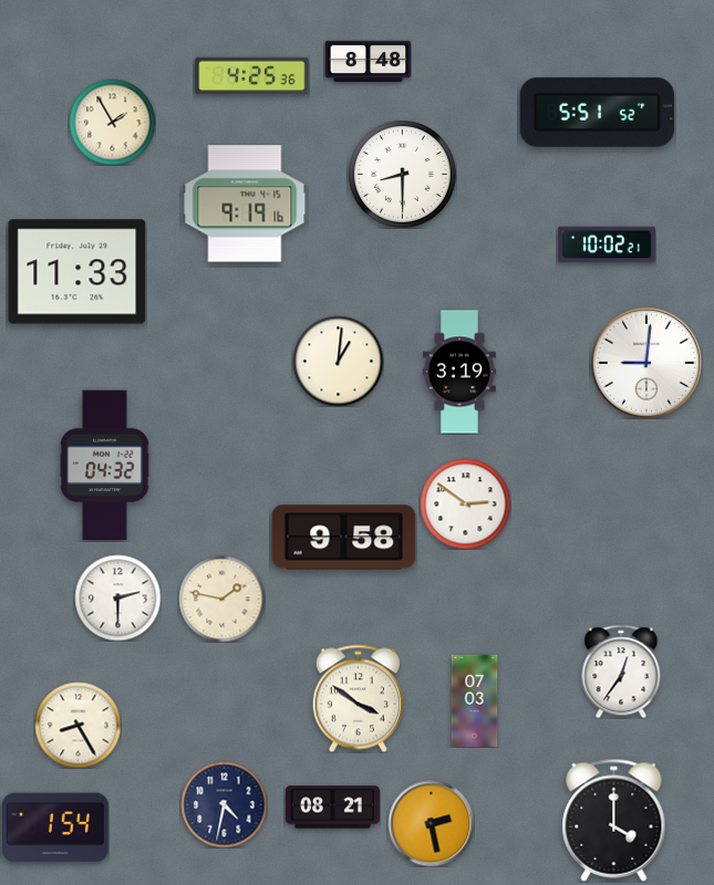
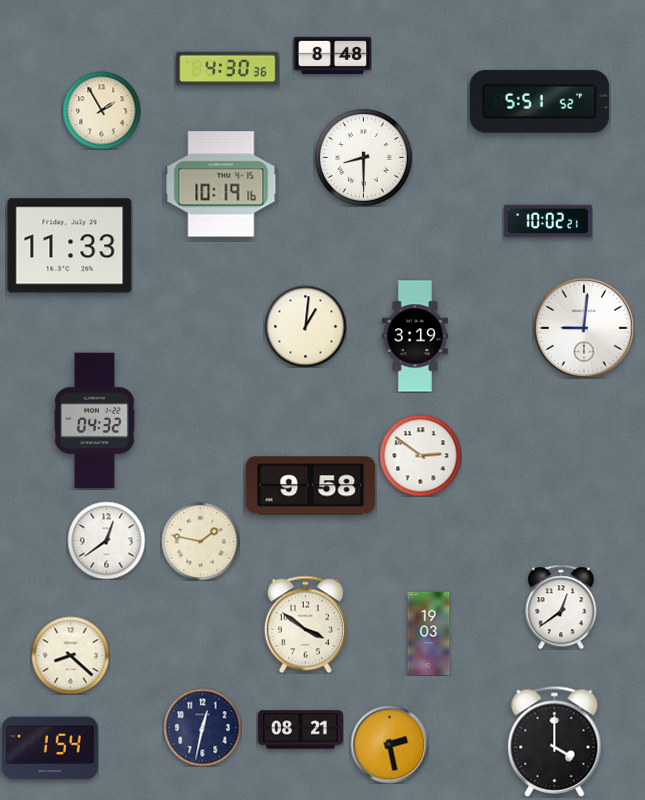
clock at (252, 76): 4:25 -> 4:30
clock at (245, 204): 9:19 -> 10:19
clock at (117, 597): 2:30 -> 12:39
clock at (621, 671): 12:36 -> 12:39
clock at (358, 698) position: (358, 698) -> (305, 624)
clock at (475, 700): 07:03 -> 19:03
clock at (77, 725): 8:25 -> 8:22
clock at (224, 804): 4:32 -> 12:32
